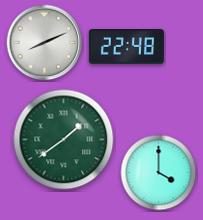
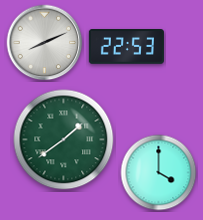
clock at (126, 47): 22:48 -> 22:53
